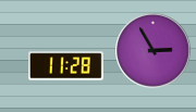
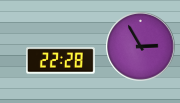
clock at (66, 66): 11:28 -> 22:28
